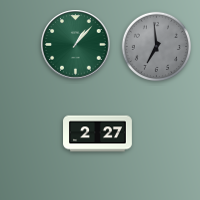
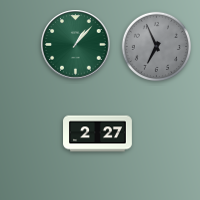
clock at (156, 46): 6:59 -> 6:56
